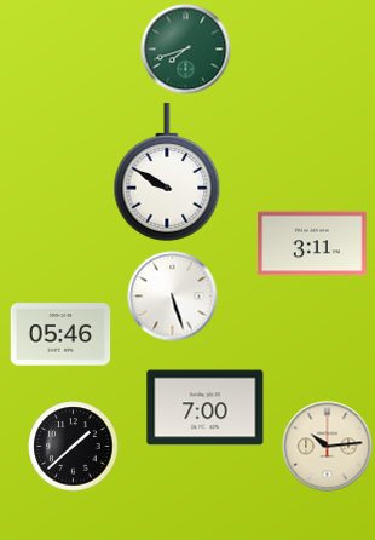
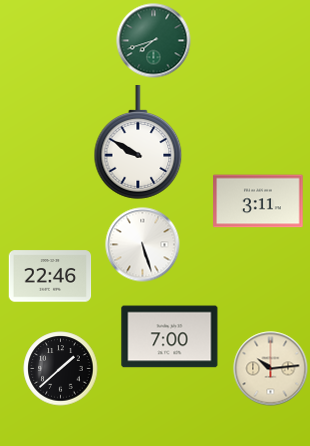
clock at (60, 334): 05:46 -> 22:46
